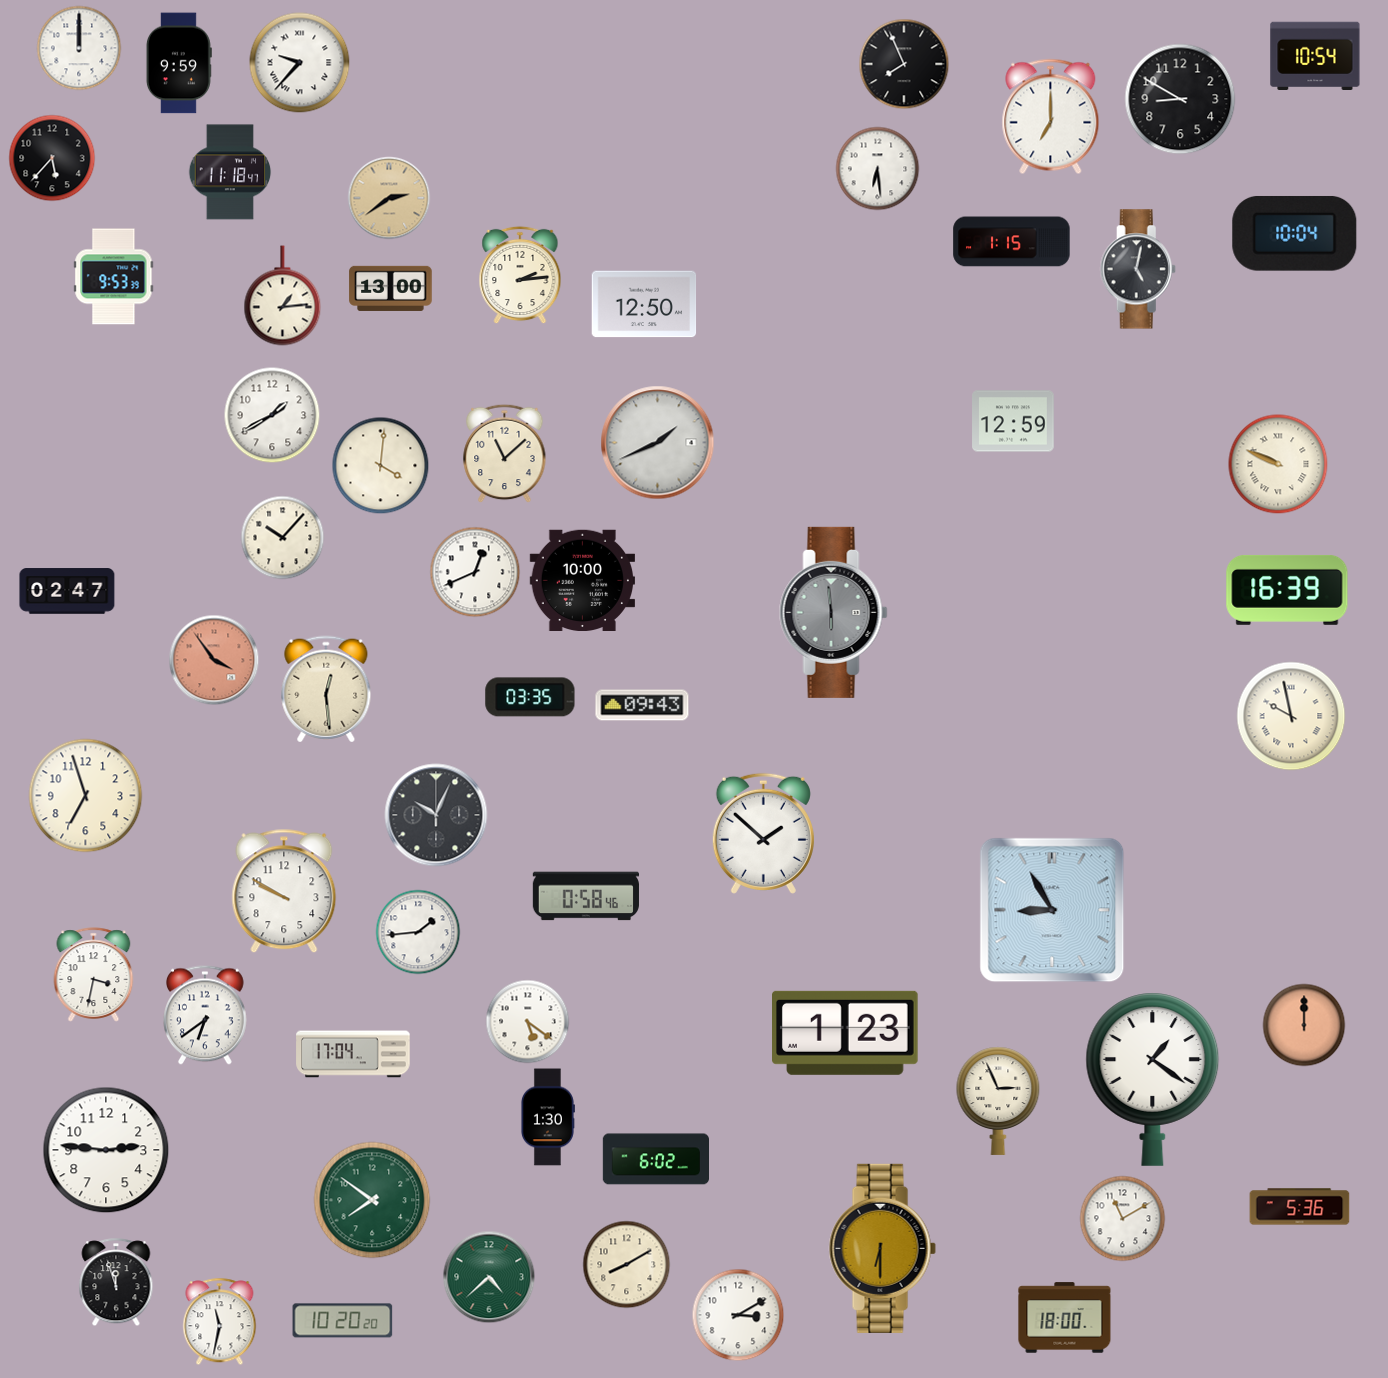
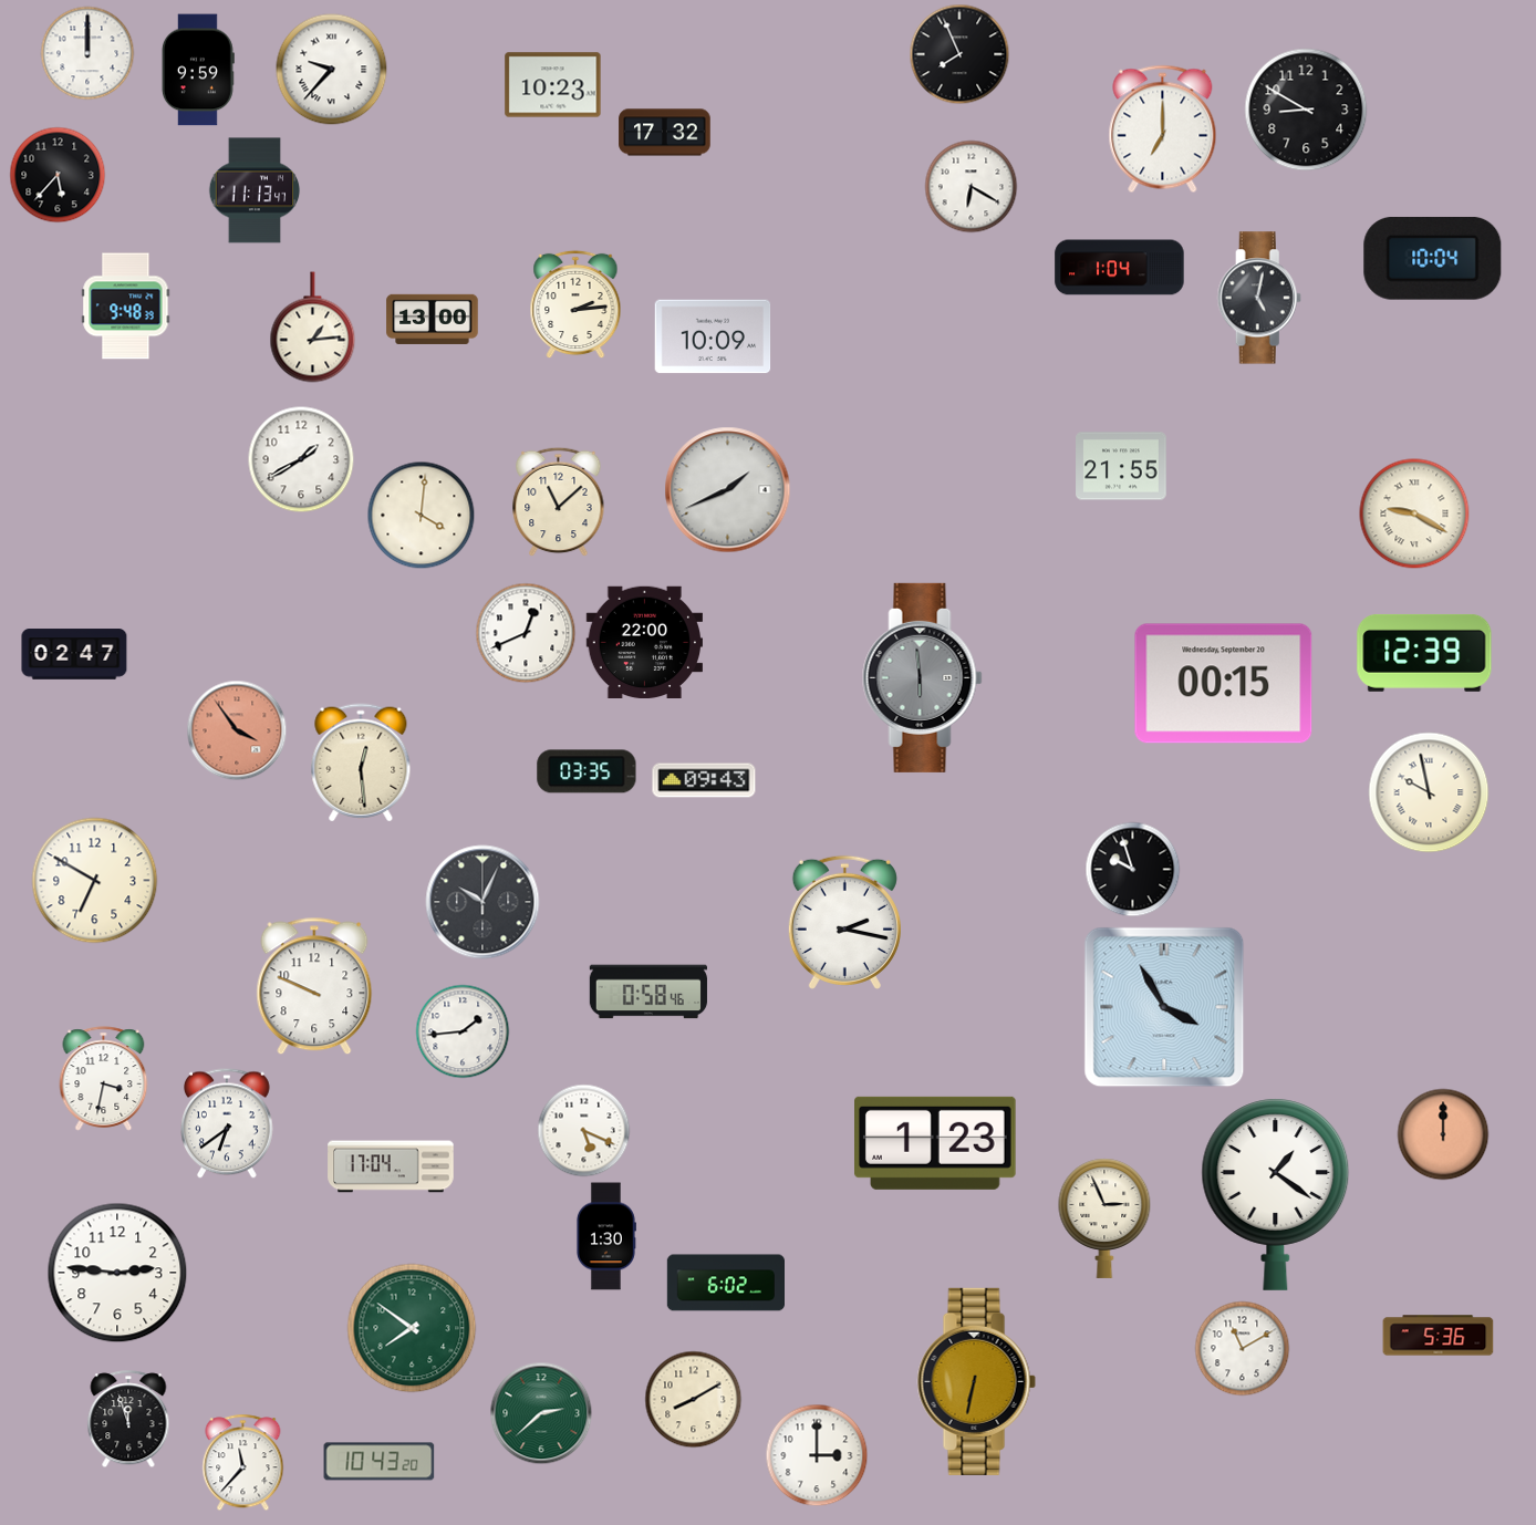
clock at (1315, 55): 10:54 -> none
clock at (904, 64) position: (904, 64) -> (959, 54)
clock at (553, 85): none -> 10:23
clock at (665, 133): none -> 17:32
clock at (878, 169): 6:29 -> 6:20
clock at (230, 172): 11:18 -> 11:13
clock at (389, 198): 2:39 -> none
clock at (1012, 242): 1:15 -> 1:04
clock at (114, 277): 9:53 -> 9:48
clock at (644, 304): 12:50 -> 10:09
clock at (1013, 421): 12:59 -> 21:55
clock at (1278, 464): 9:49 -> 9:20
clock at (283, 538): 10:07 -> none
clock at (582, 581): 10:00 -> 22:00
clock at (1287, 590): 16:39 -> 12:39
clock at (1224, 684): none -> 00:15
clock at (642, 705) position: (642, 705) -> (704, 780)
clock at (1133, 870): none -> 9:57
clock at (86, 796): 6:57 -> 6:50
clock at (763, 833): 1:52 -> 2:17
clock at (284, 891): 9:50 -> 9:49
clock at (1052, 910): 8:55 -> 3:55
clock at (528, 1022): 5:21 -> 5:19
clock at (882, 1248): 6:30 -> 6:32
clock at (489, 1277): 4:38 -> 2:38
clock at (738, 1315): 3:10 -> 3:00
clock at (1065, 1318): 18:00 -> none
clock at (343, 1321): 10:20 -> 10:43
clock at (220, 1322): 11:32 -> 11:37
